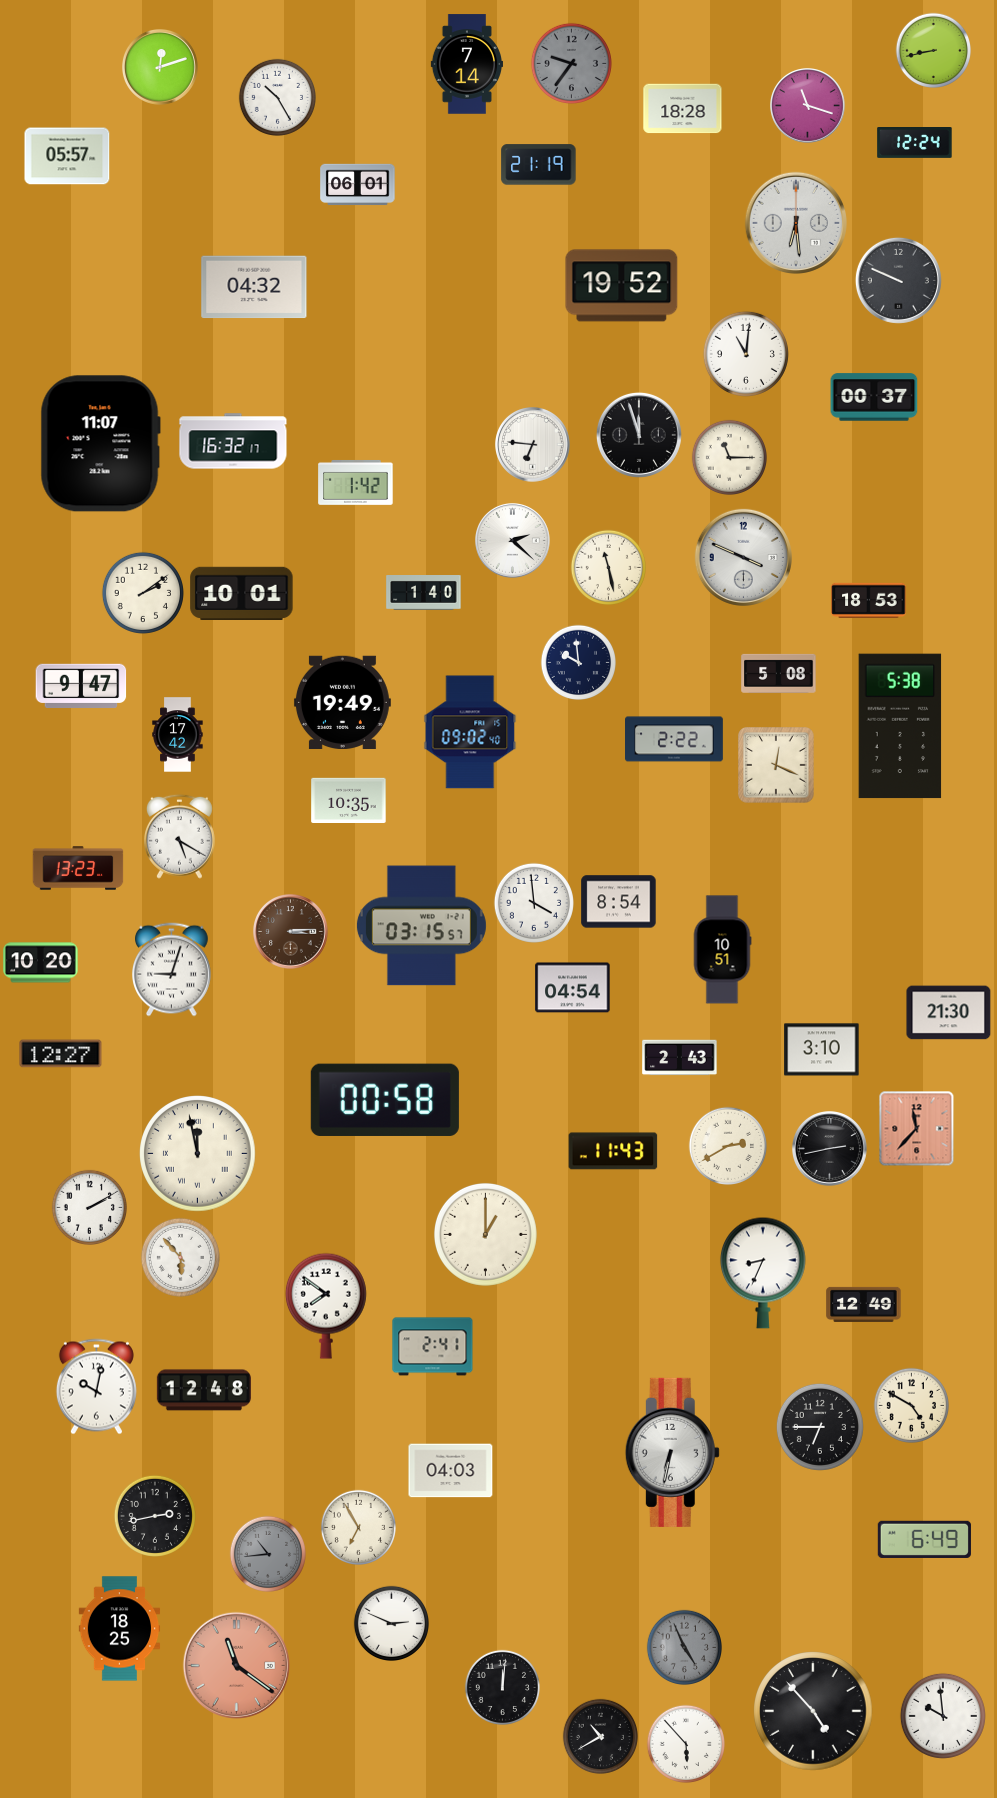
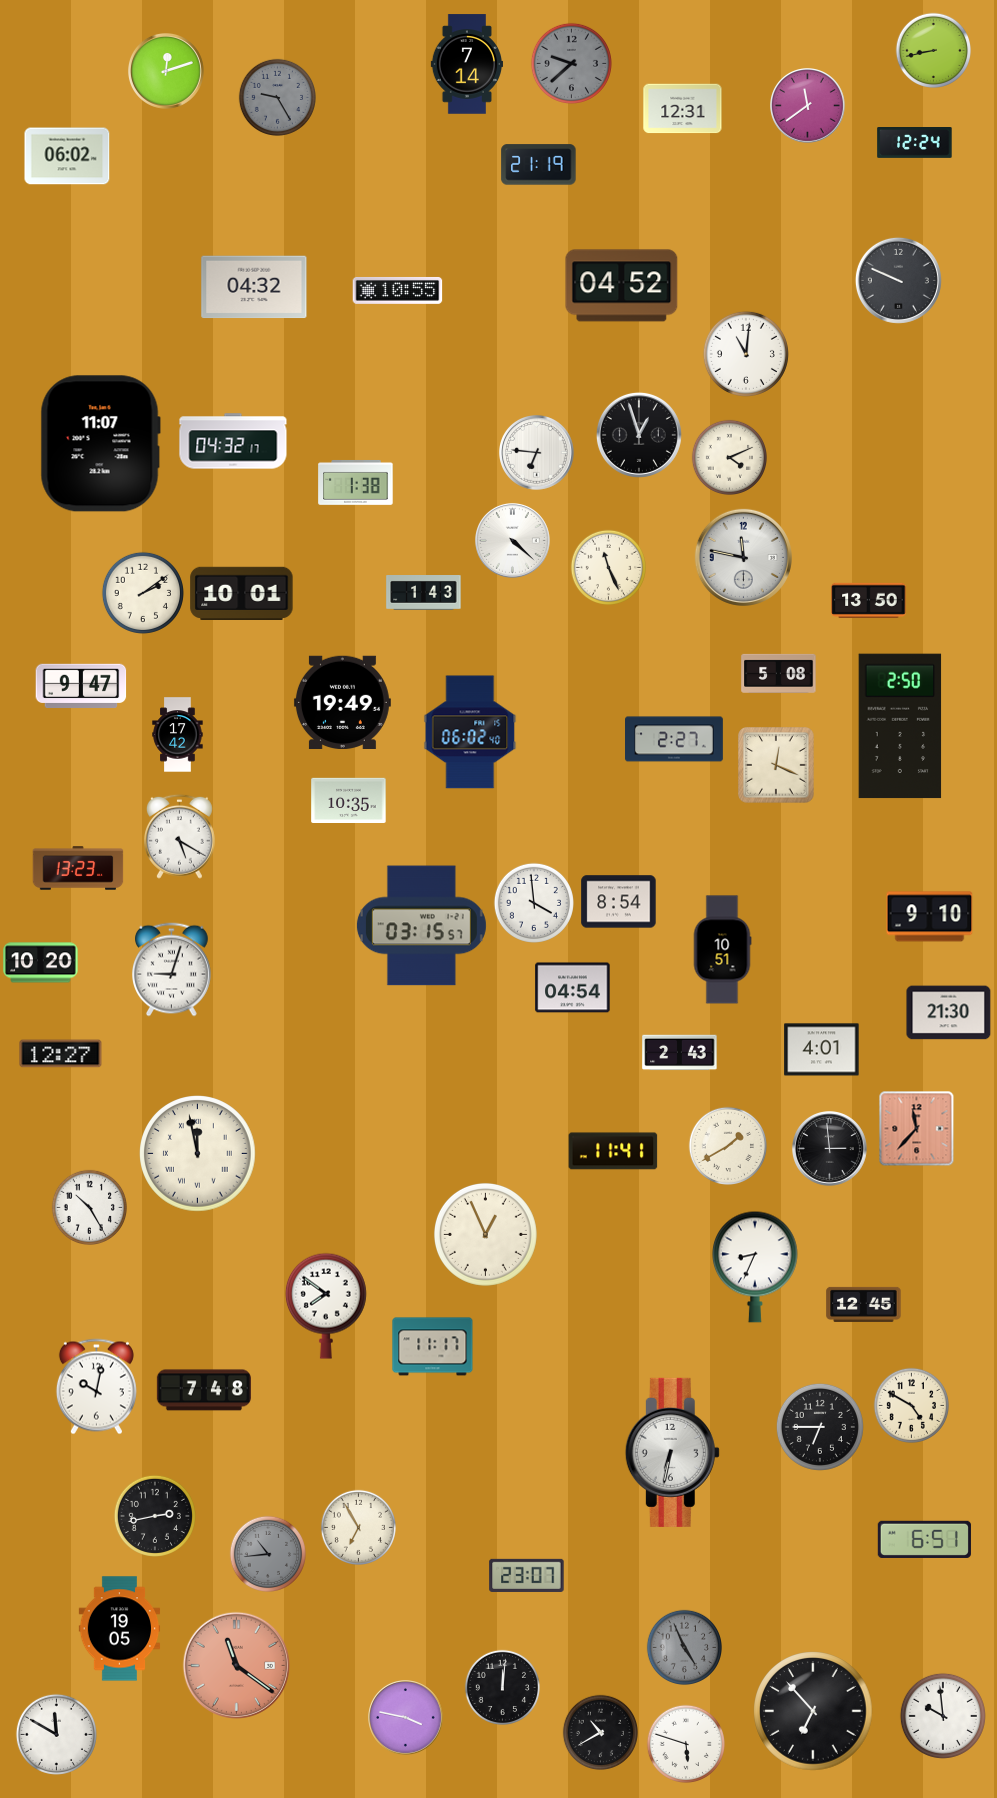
clock at (571, 63): 9:36 -> 9:38
clock at (161, 68) position: (161, 68) -> (167, 72)
clock at (277, 97): 10:25 -> 9:25
clock at (277, 97) dial: white -> grey
clock at (808, 106): 11:18 -> 11:39
clock at (683, 109): 18:28 -> 12:31
clock at (67, 156): 05:57 -> 06:02
clock at (358, 185): 06:01 -> none
clock at (796, 223): 6:29 -> none
clock at (622, 286): 19:52 -> 04:52
clock at (398, 290): none -> 10:55
clock at (874, 397): 00:37 -> none
clock at (639, 435): 11:57 -> 12:57
clock at (233, 441): 16:32 -> 04:32
clock at (533, 445) position: (533, 445) -> (537, 453)
clock at (729, 457): 11:15 -> 4:11
clock at (356, 482): 1:42 -> 1:38
clock at (513, 541): 2:22 -> 4:22
clock at (743, 557): 3:49 -> 11:47
clock at (608, 567): 11:28 -> 11:26
clock at (424, 593): 1:40 -> 1:43
clock at (869, 600): 18:53 -> 13:50
clock at (578, 662): 9:59 -> none
clock at (900, 726): 5:38 -> 2:50
clock at (470, 732): 09:02 -> 06:02
clock at (675, 739): 2:22 -> 2:27
clock at (930, 917): none -> 9:10
clock at (291, 932): 3:14 -> none
clock at (822, 1050): 3:10 -> 4:01
clock at (680, 1058) position: (680, 1058) -> (680, 1053)
clock at (385, 1099): 00:58 -> none
clock at (727, 1145): 2:40 -> 1:40
clock at (830, 1149): 2:43 -> 2:59
clock at (613, 1151): 11:43 -> 11:41
clock at (89, 1207): 2:10 -> 10:25
clock at (485, 1234): 1:00 -> 12:56
clock at (180, 1257): 5:53 -> none
clock at (763, 1273) position: (763, 1273) -> (755, 1267)
clock at (864, 1304): 12:49 -> 12:45
clock at (433, 1347): 2:41 -> 11:17
clock at (204, 1390): 12:48 -> 7:48
clock at (451, 1471): 04:03 -> none
clock at (924, 1539): 6:49 -> 6:51
clock at (527, 1575): none -> 23:07
clock at (391, 1623): 2:49 -> none
clock at (120, 1629): 18:25 -> 19:05
clock at (813, 1711): 4:53 -> 6:53
clock at (406, 1718): none -> 3:47
clock at (56, 1734): none -> 11:50
clock at (600, 1736) position: (600, 1736) -> (600, 1732)
clock at (685, 1743): 5:53 -> 5:48
